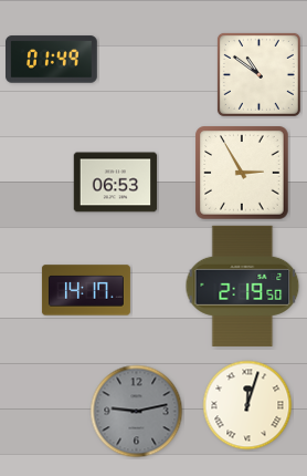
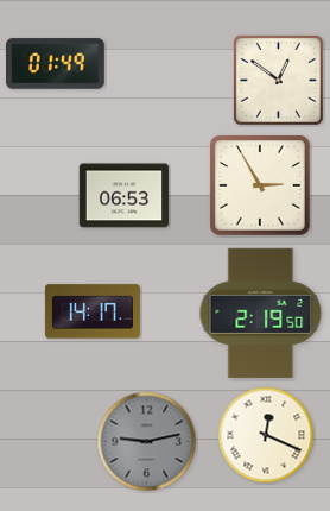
clock at (258, 74): 10:51 -> 12:51
clock at (243, 286) position: (243, 286) -> (261, 313)
clock at (247, 405): 12:03 -> 12:19
